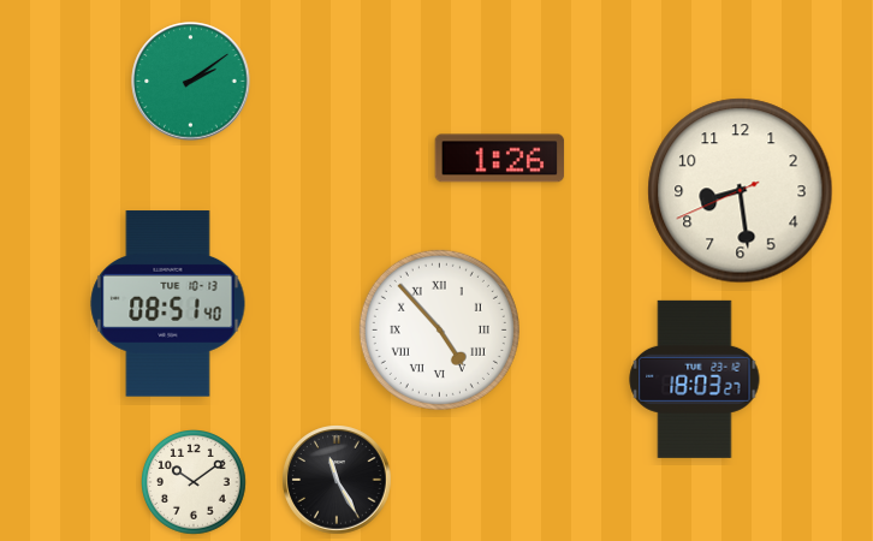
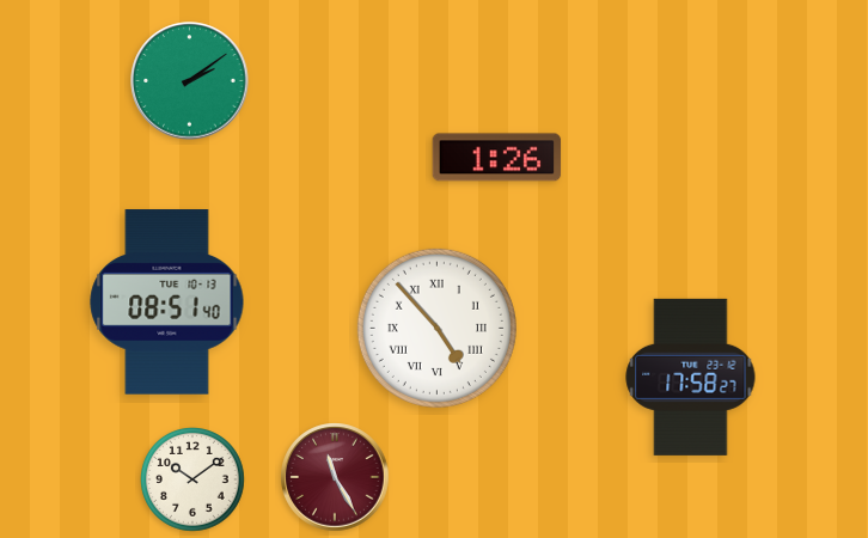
clock at (741, 191): 8:28 -> none
clock at (695, 379): 18:03 -> 17:58
clock at (337, 480) dial: black -> burgundy
